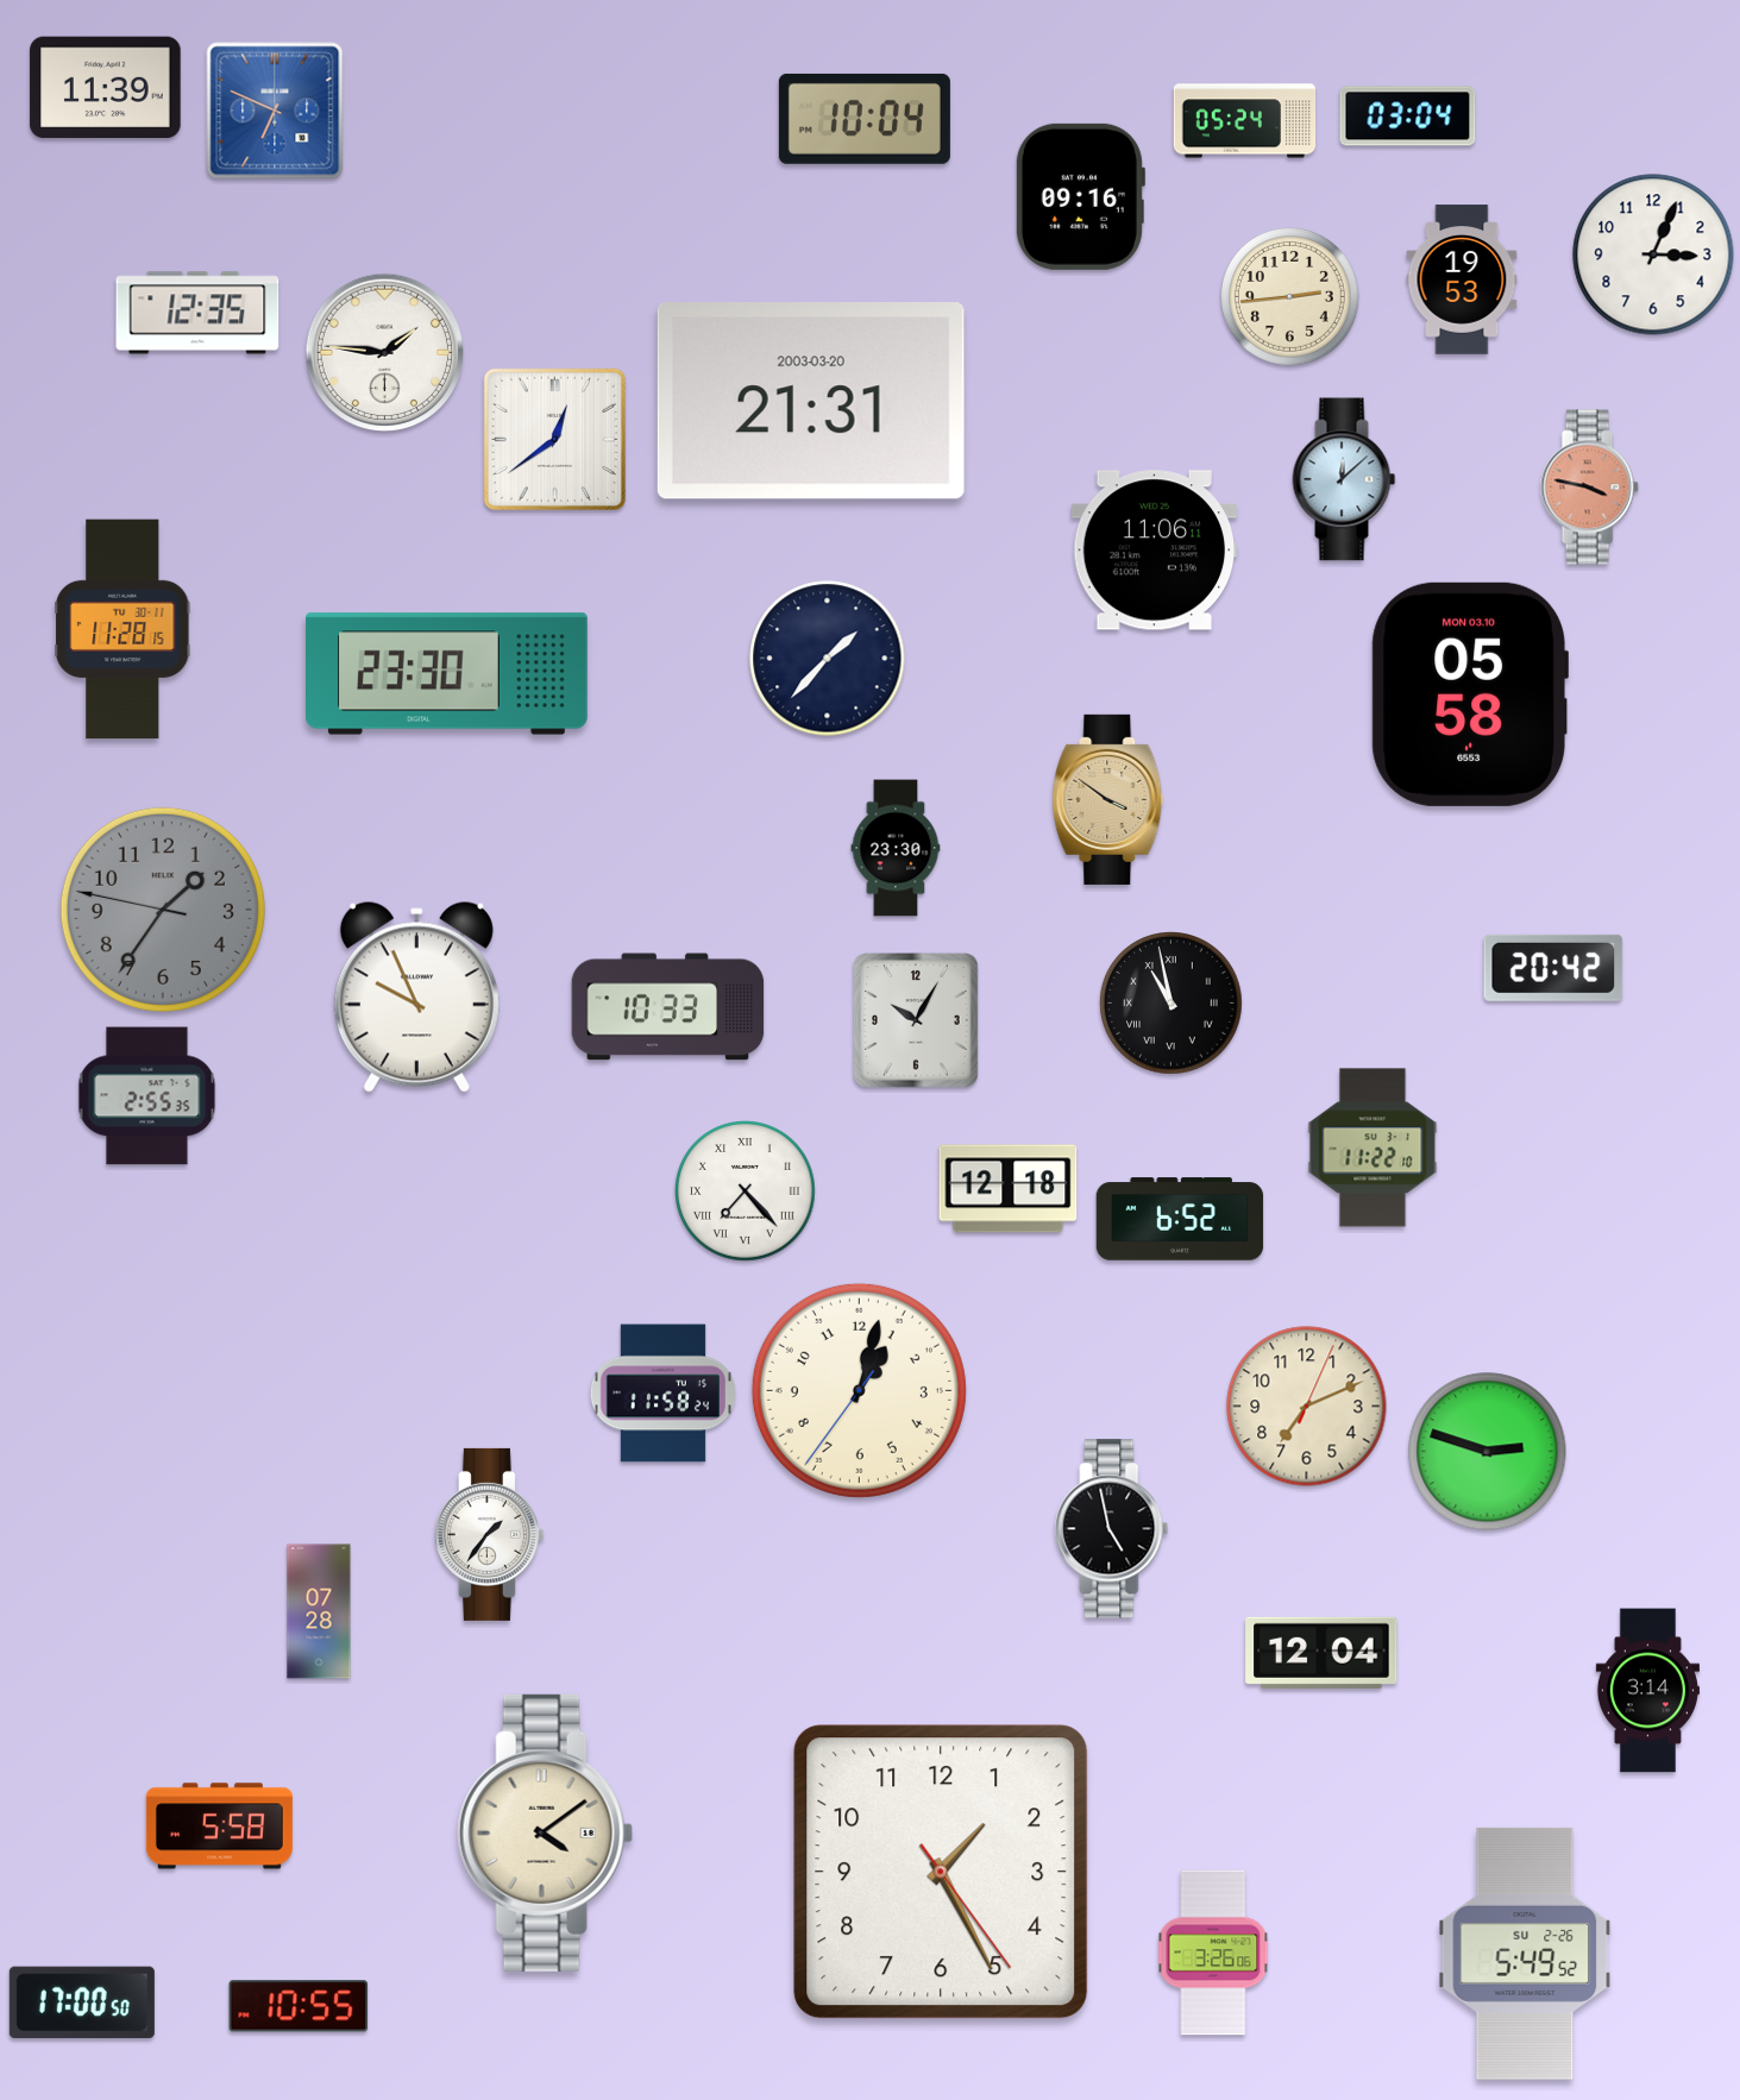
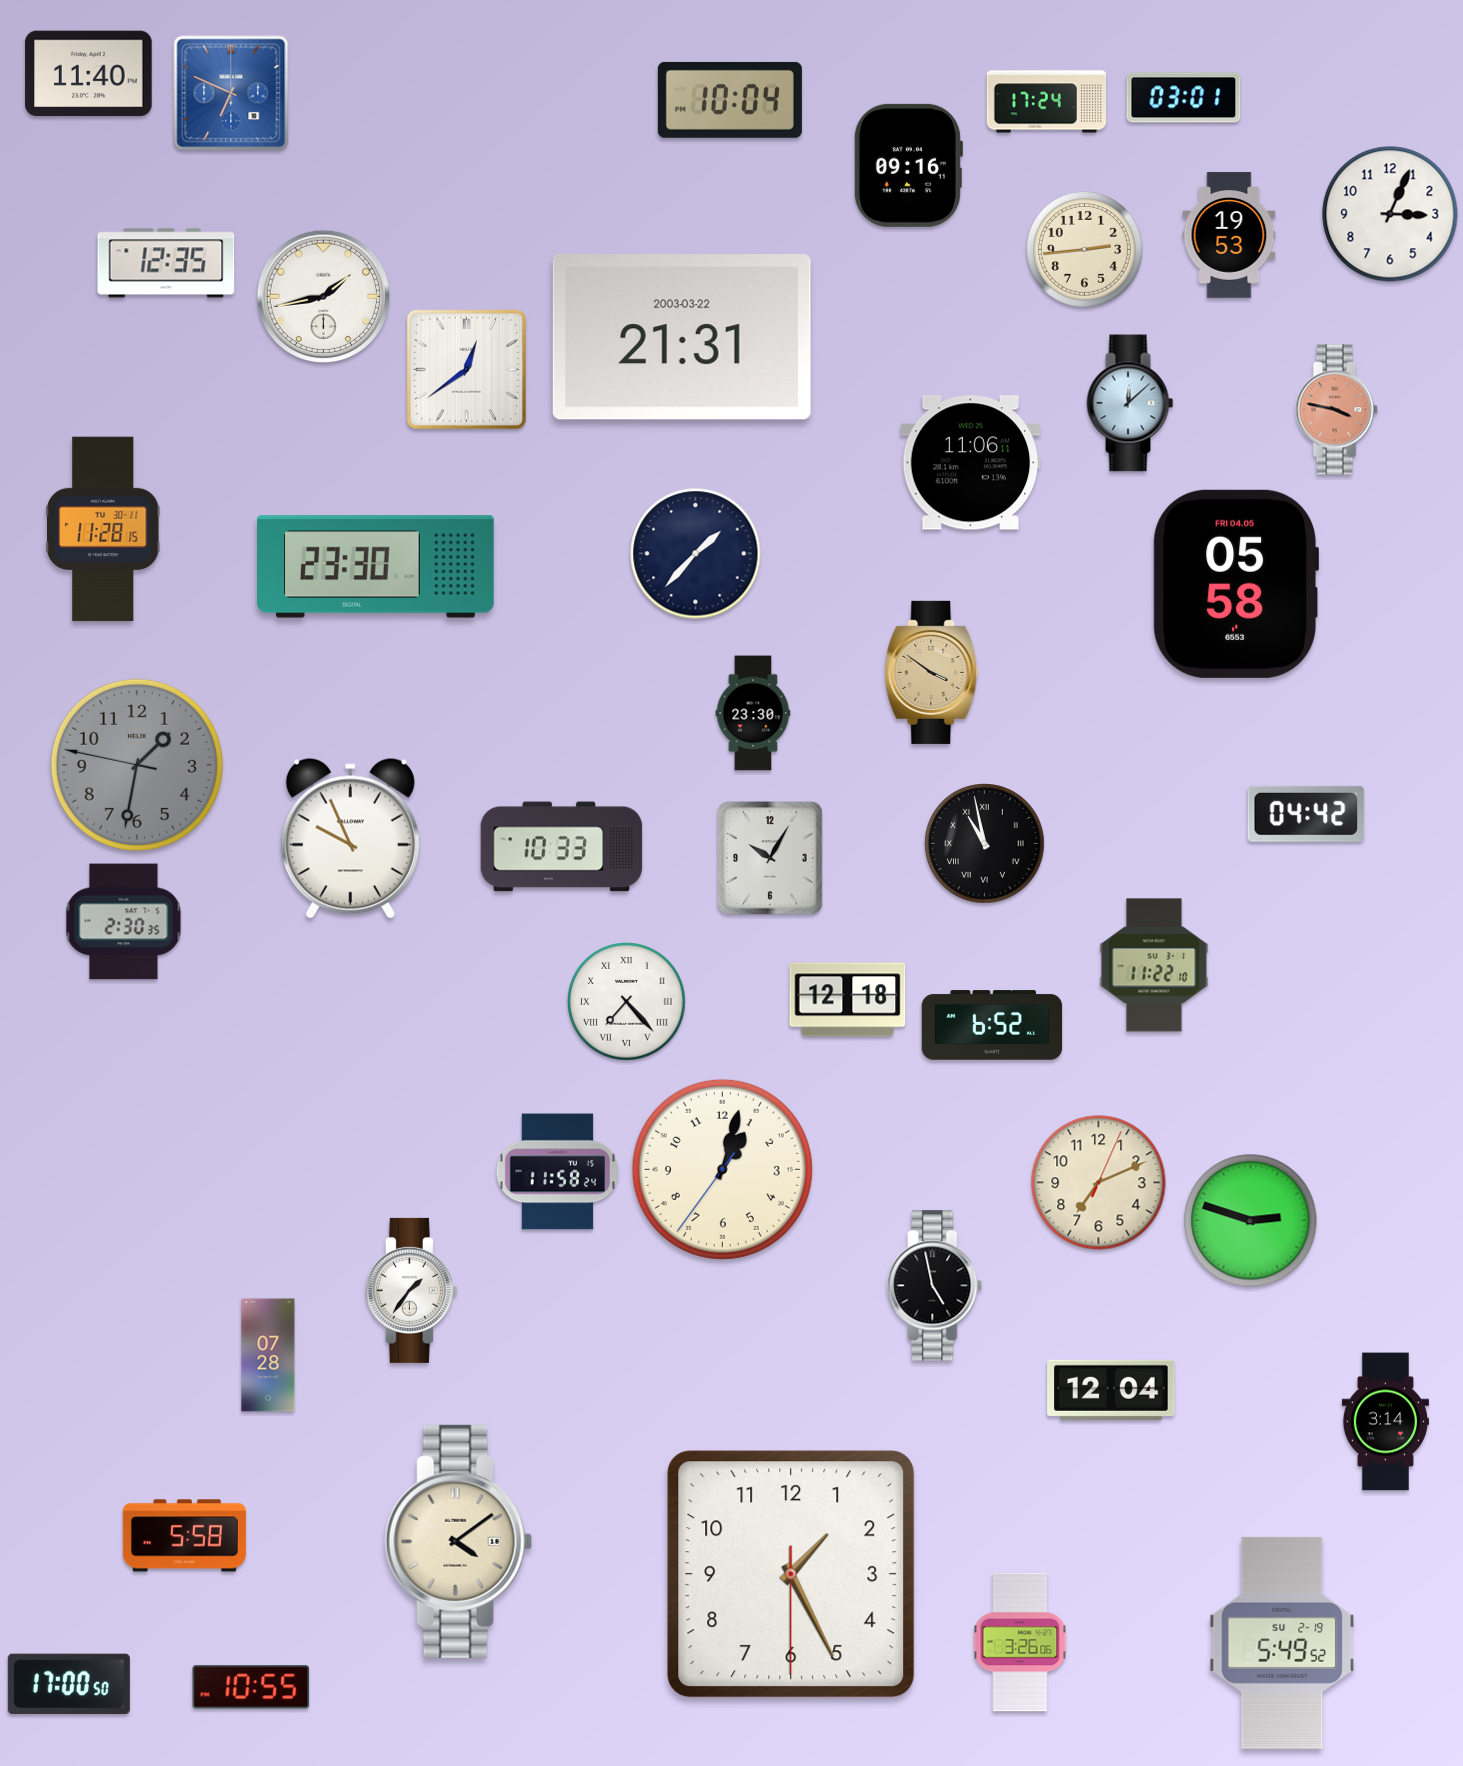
clock at (106, 88): 11:39 -> 11:40
clock at (1408, 117): 03:04 -> 03:01
clock at (865, 119) position: (865, 119) -> (730, 100)
clock at (1245, 121): 05:24 -> 17:24
clock at (384, 352): 1:46 -> 1:43
clock at (811, 401) date: 2003-03-20 -> 2003-03-22
clock at (1469, 694) date: MON 03.10 -> FRI 04.05
clock at (163, 910): 1:35 -> 1:31
clock at (1553, 968): 20:42 -> 04:42
clock at (147, 1096): 2:55 -> 2:30
clock at (941, 1872): 1:25:24 -> 1:25:30
clock at (1525, 1954) date: SU 2-26 -> SU 2-19
